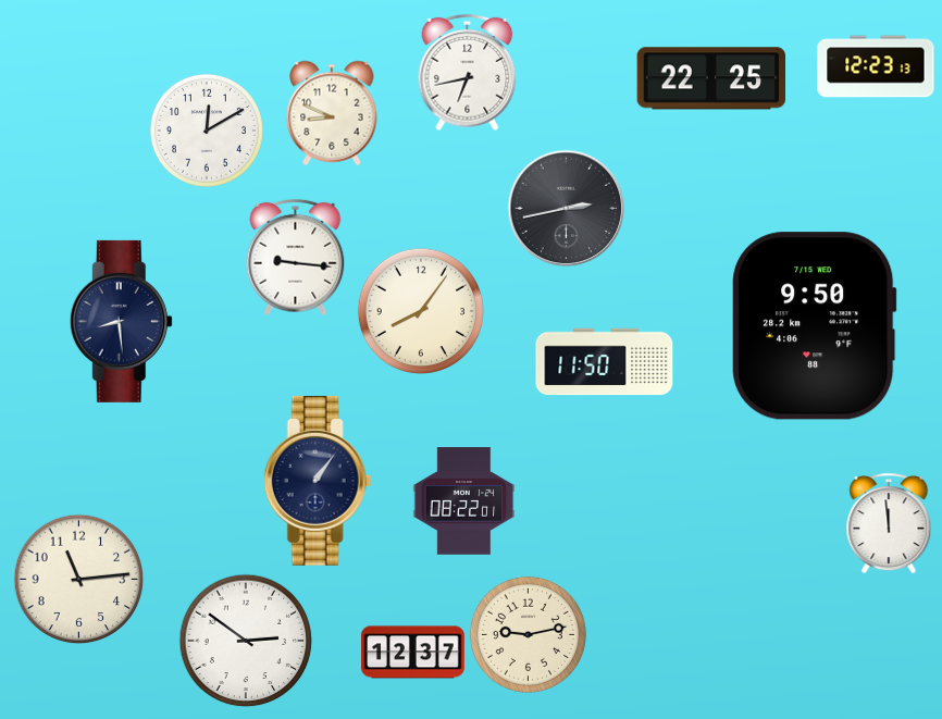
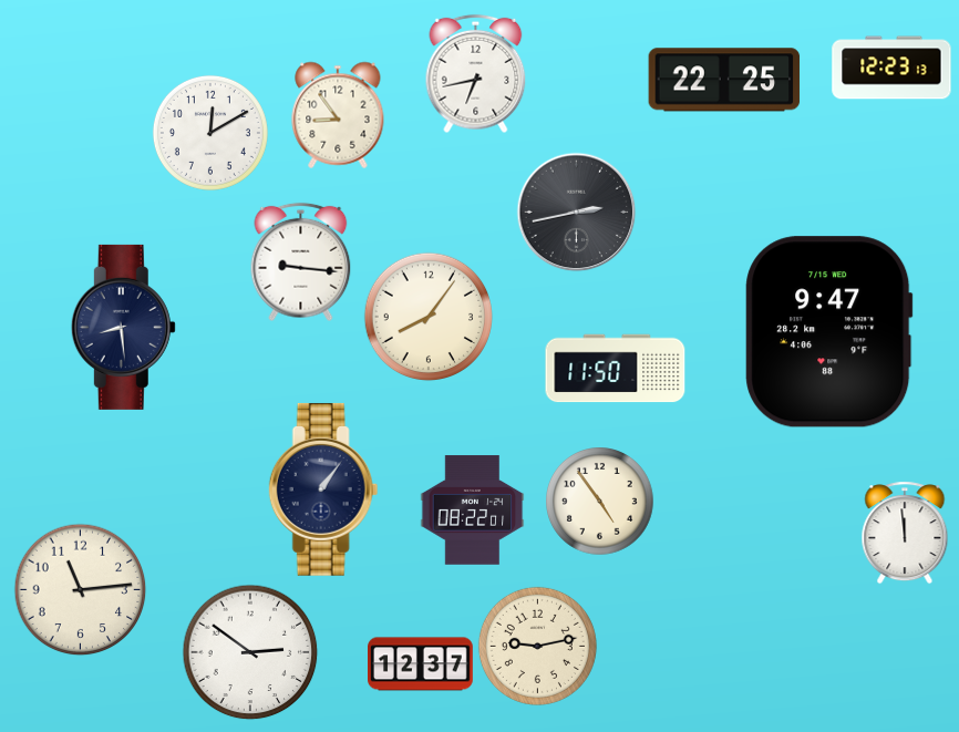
clock at (332, 113): 8:49 -> 8:54
clock at (815, 326): 9:50 -> 9:47
clock at (600, 502): none -> 4:54
